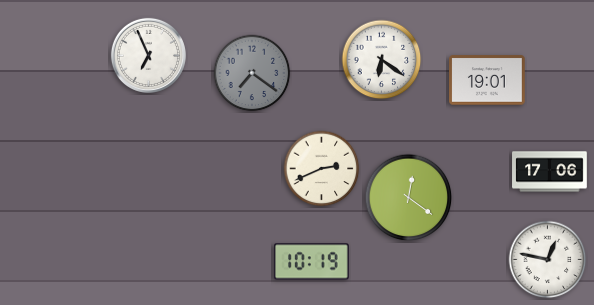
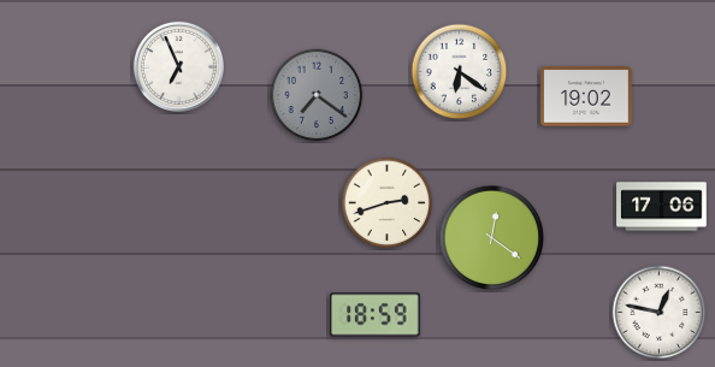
clock at (252, 73) position: (252, 73) -> (317, 95)
clock at (487, 80): 19:01 -> 19:02
clock at (322, 169): 2:41 -> 2:42
clock at (312, 262): 10:19 -> 18:59
